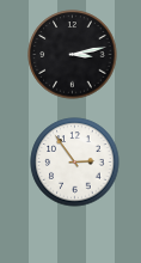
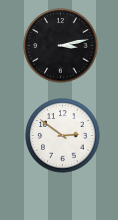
clock at (75, 163): 2:54 -> 2:51
